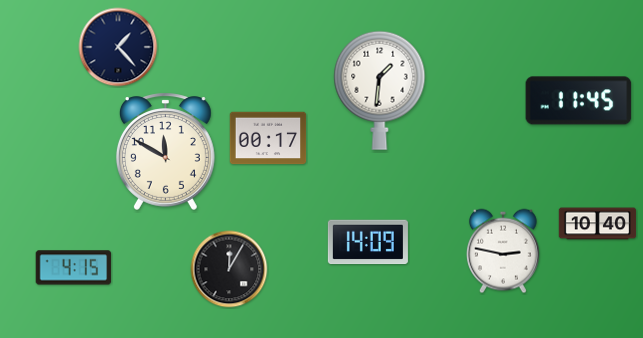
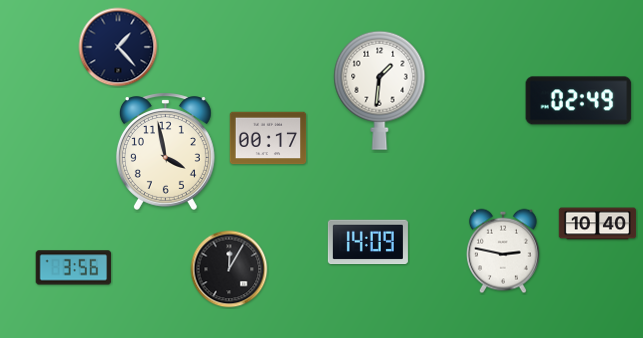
clock at (579, 101): 11:45 -> 02:49
clock at (165, 151): 11:50 -> 3:58
clock at (74, 268): 4:15 -> 3:56
